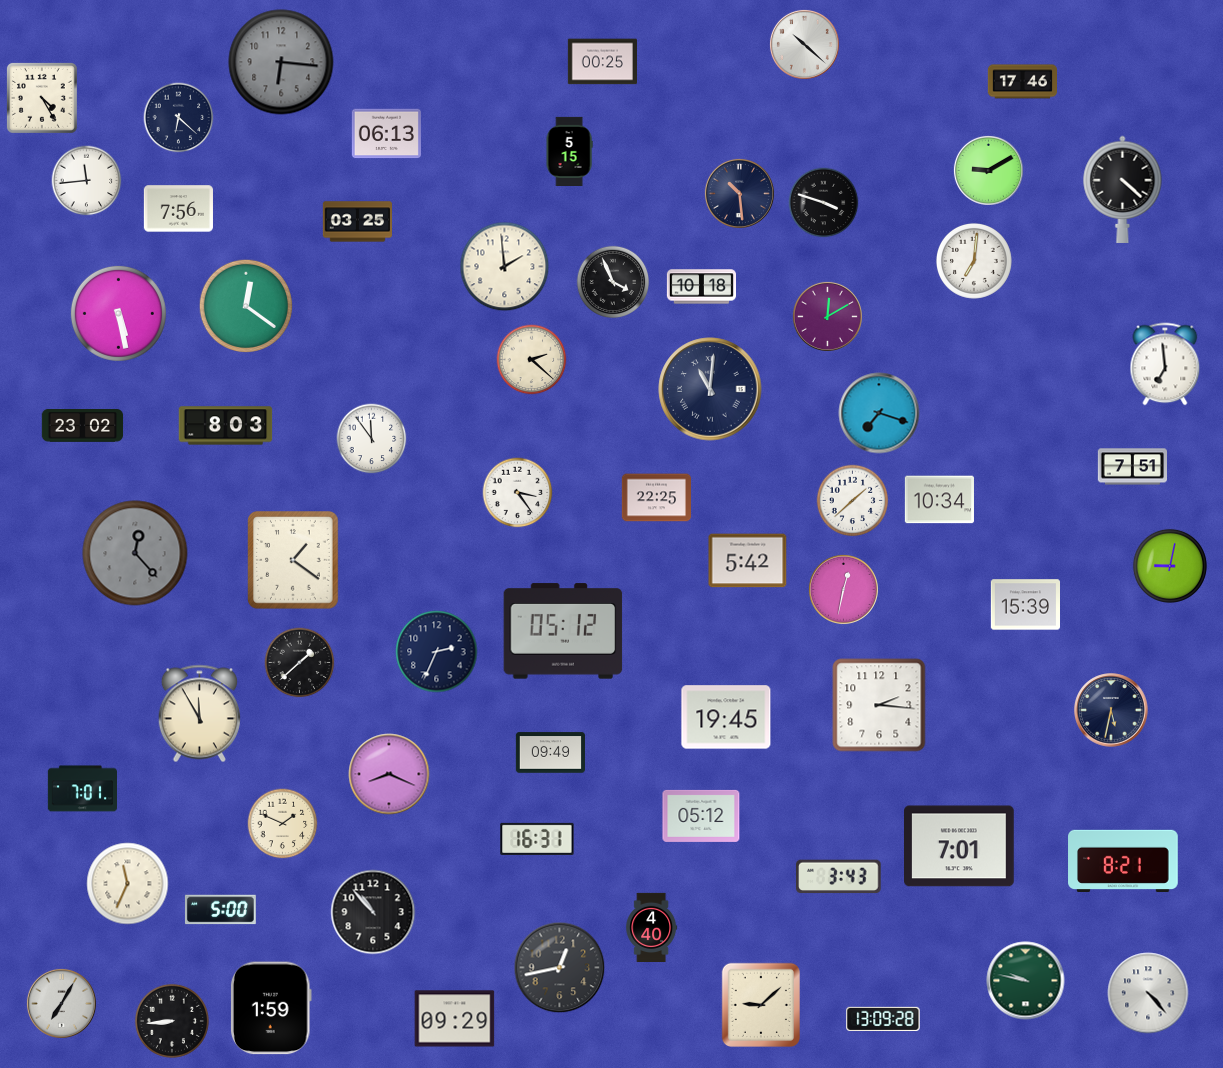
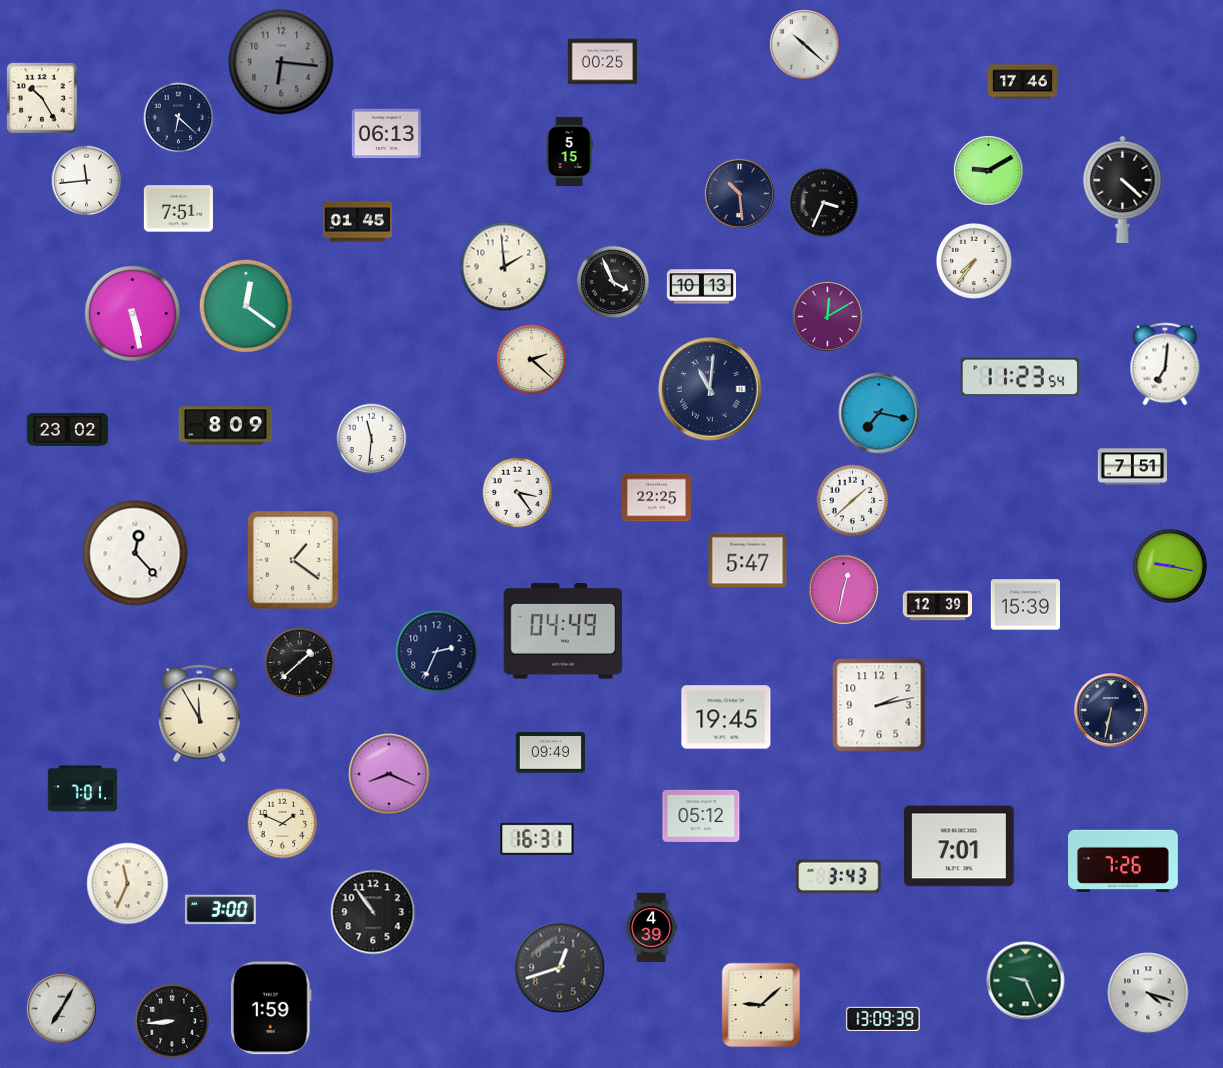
clock at (42, 98): 4:25 -> 10:25
clock at (824, 203): 3:48 -> 3:34
clock at (178, 209): 7:56 -> 7:51
clock at (357, 222): 03:25 -> 01:45
clock at (974, 261): 7:01 -> 7:36
clock at (701, 287): 10:18 -> 10:13
clock at (118, 313) position: (118, 313) -> (132, 313)
clock at (1165, 364): 6:59 -> 7:01
clock at (1020, 377): none -> 11:23
clock at (879, 413): 7:18 -> 7:17
clock at (83, 426) position: (83, 426) -> (68, 430)
clock at (226, 426): 8:03 -> 8:09
clock at (372, 439): 11:54 -> 11:31
clock at (939, 500): 10:34 -> none
clock at (135, 553) dial: grey -> white
clock at (748, 561): 5:42 -> 5:47
clock at (1170, 566): 9:02 -> 9:17
clock at (937, 606): none -> 12:39
clock at (563, 631): 05:12 -> 04:49
clock at (879, 705): 2:16 -> 2:13
clock at (1111, 710): 5:32 -> 6:32
clock at (1123, 860): 8:21 -> 7:26
clock at (220, 910): 5:00 -> 3:00
clock at (373, 912): 10:53 -> 10:54
clock at (652, 927): 4:40 -> 4:39
clock at (560, 968): 12:43 -> 12:42
clock at (1026, 981): 9:47 -> 9:26
clock at (1148, 993): 4:23 -> 4:18
clock at (61, 1003) position: (61, 1003) -> (61, 1008)
clock at (455, 1019): 09:29 -> none
clock at (883, 1019): 13:09:28 -> 13:09:39
